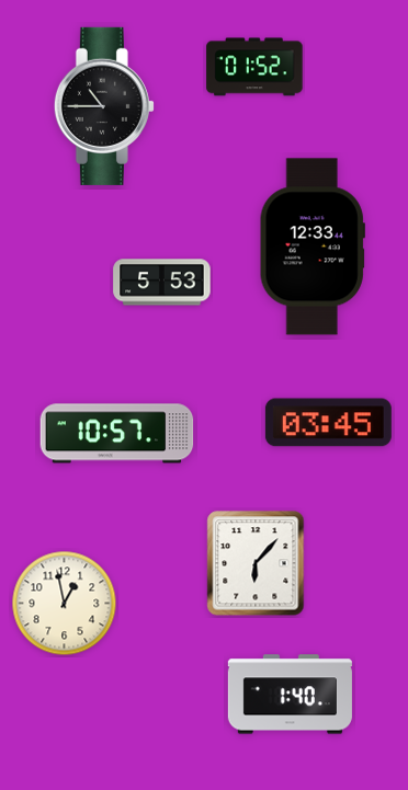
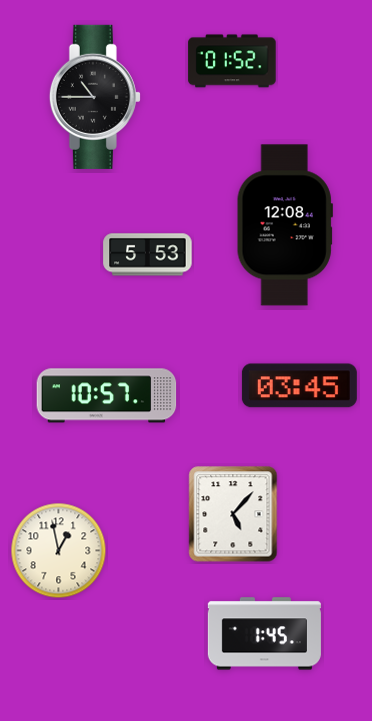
clock at (313, 247): 12:33 -> 12:08
clock at (162, 283) position: (162, 283) -> (148, 255)
clock at (256, 563): 6:07 -> 5:07
clock at (290, 695): 1:40 -> 1:45
